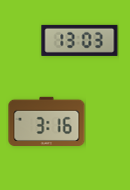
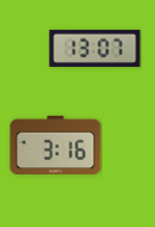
clock at (80, 40): 13:03 -> 13:07
